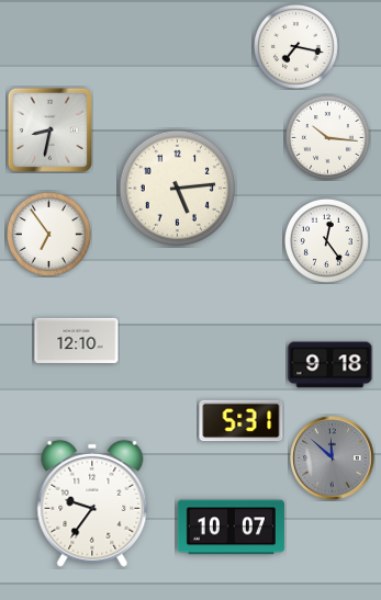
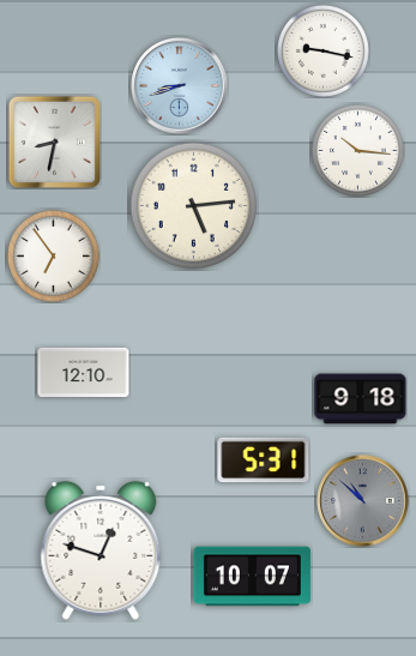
clock at (295, 46): 7:17 -> 9:17
clock at (180, 86): none -> 8:42
clock at (326, 240): 12:24 -> none
clock at (333, 459): 11:52 -> 10:52
clock at (92, 503): 9:36 -> 12:48
